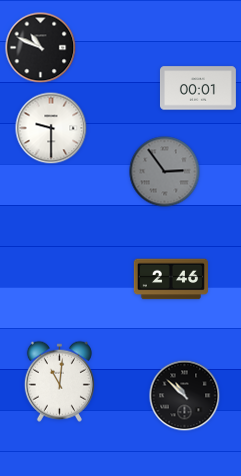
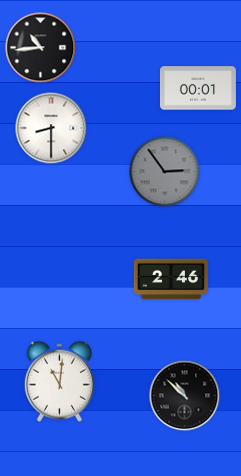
clock at (41, 48): 10:49 -> 10:44
clock at (51, 128): 9:30 -> 8:30
